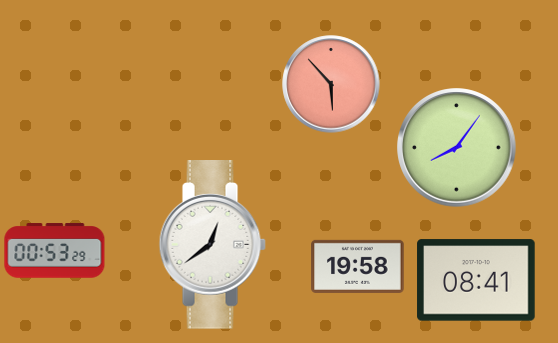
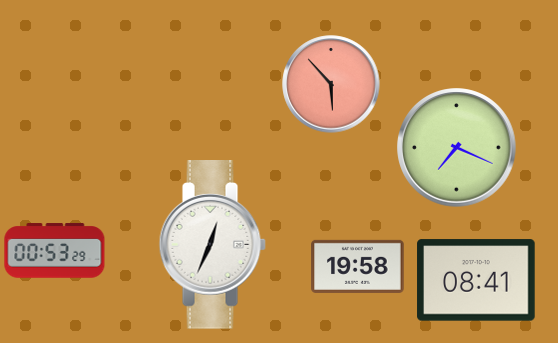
clock at (457, 148): 8:06 -> 7:19
clock at (212, 245): 12:39 -> 12:34
